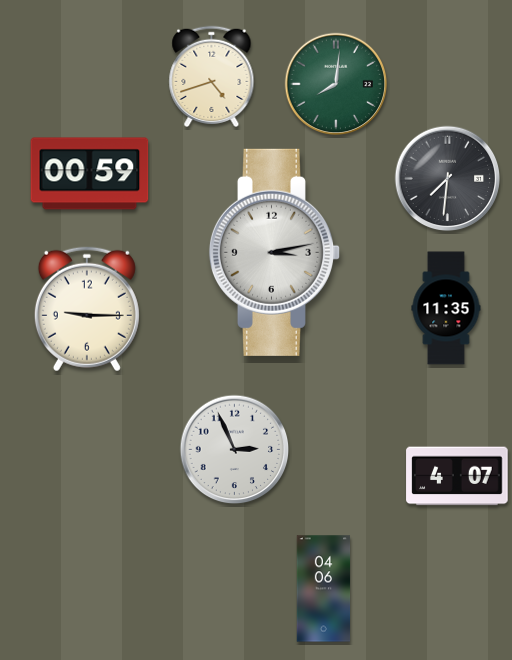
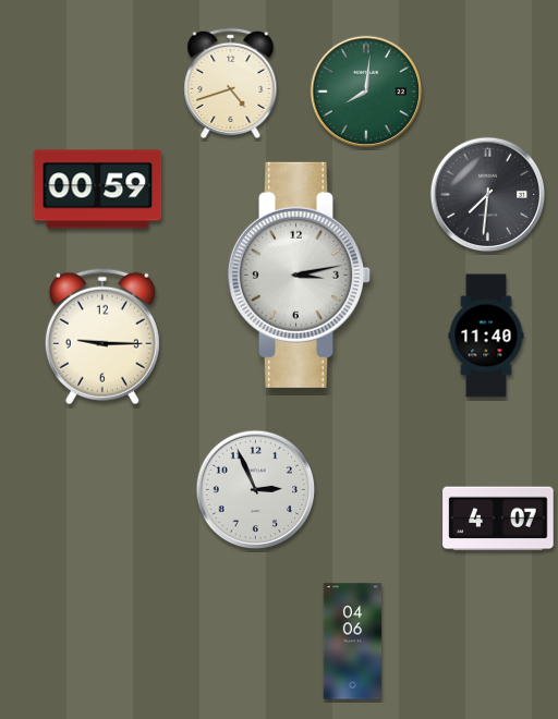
clock at (446, 308): 11:35 -> 11:40
clock at (87, 309) position: (87, 309) -> (102, 337)
